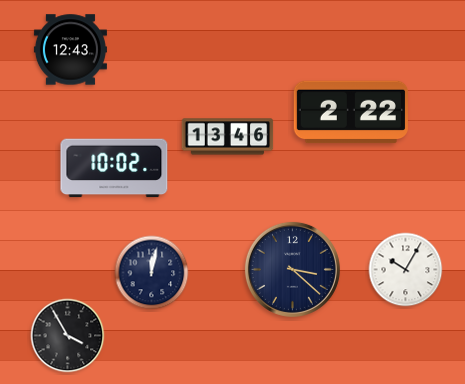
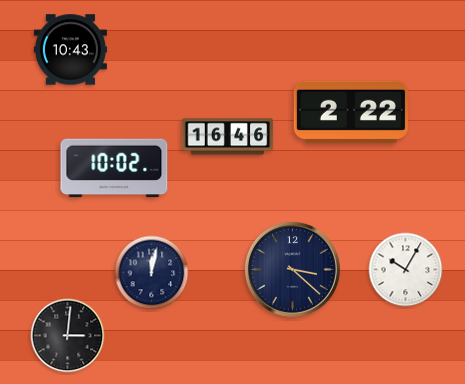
clock at (70, 50): 12:43 -> 10:43
clock at (228, 137): 13:46 -> 16:46
clock at (68, 336): 3:55 -> 3:01
